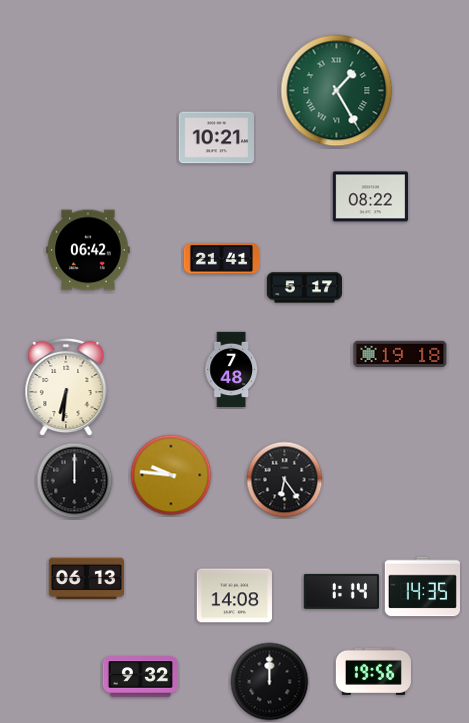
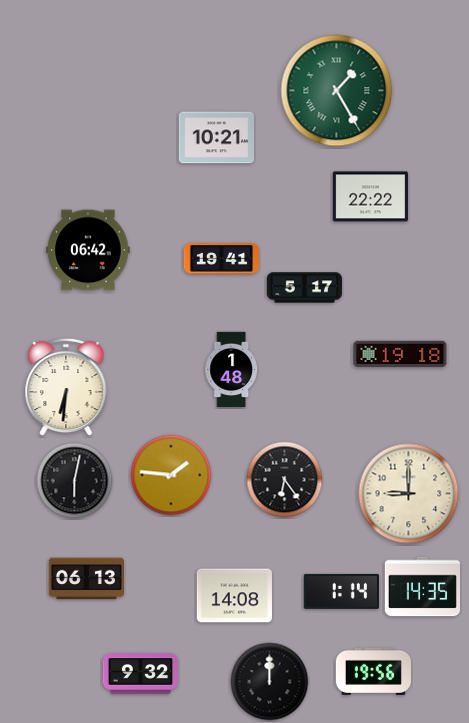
clock at (370, 197): 08:22 -> 22:22
clock at (221, 259): 21:41 -> 19:41
clock at (231, 370): 7:48 -> 1:48
clock at (171, 475): 9:46 -> 1:46
clock at (75, 481): 12:00 -> 6:02
clock at (409, 494): none -> 9:00
clock at (140, 677) position: (140, 677) -> (140, 674)
